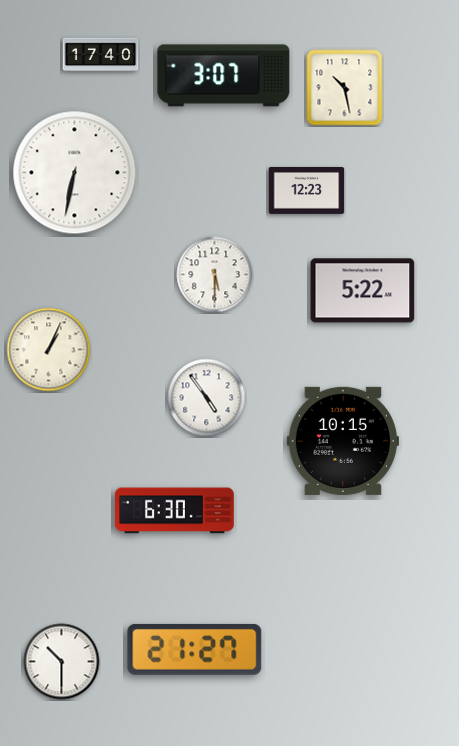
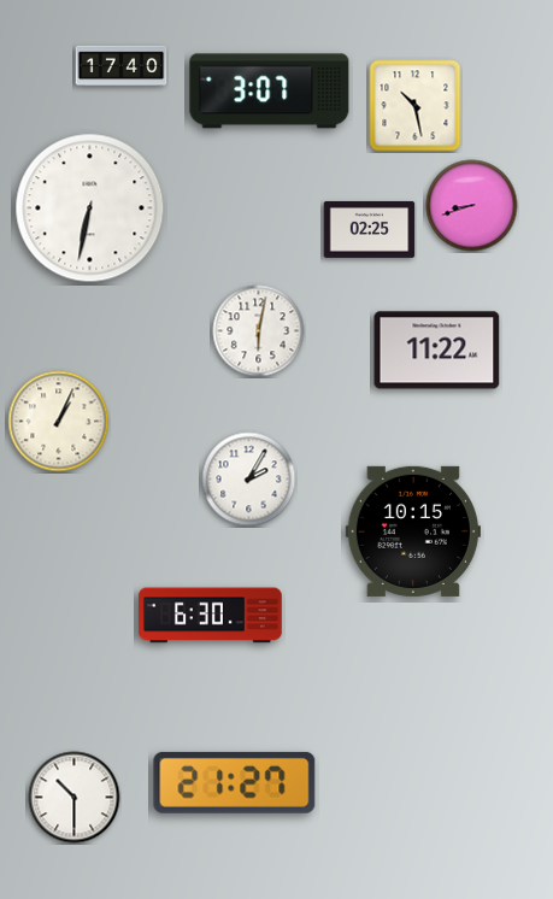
clock at (472, 206): none -> 8:42
clock at (307, 190): 12:23 -> 02:25
clock at (215, 275): 5:30 -> 6:02
clock at (363, 291): 5:22 -> 11:22
clock at (207, 398): 4:54 -> 2:05
